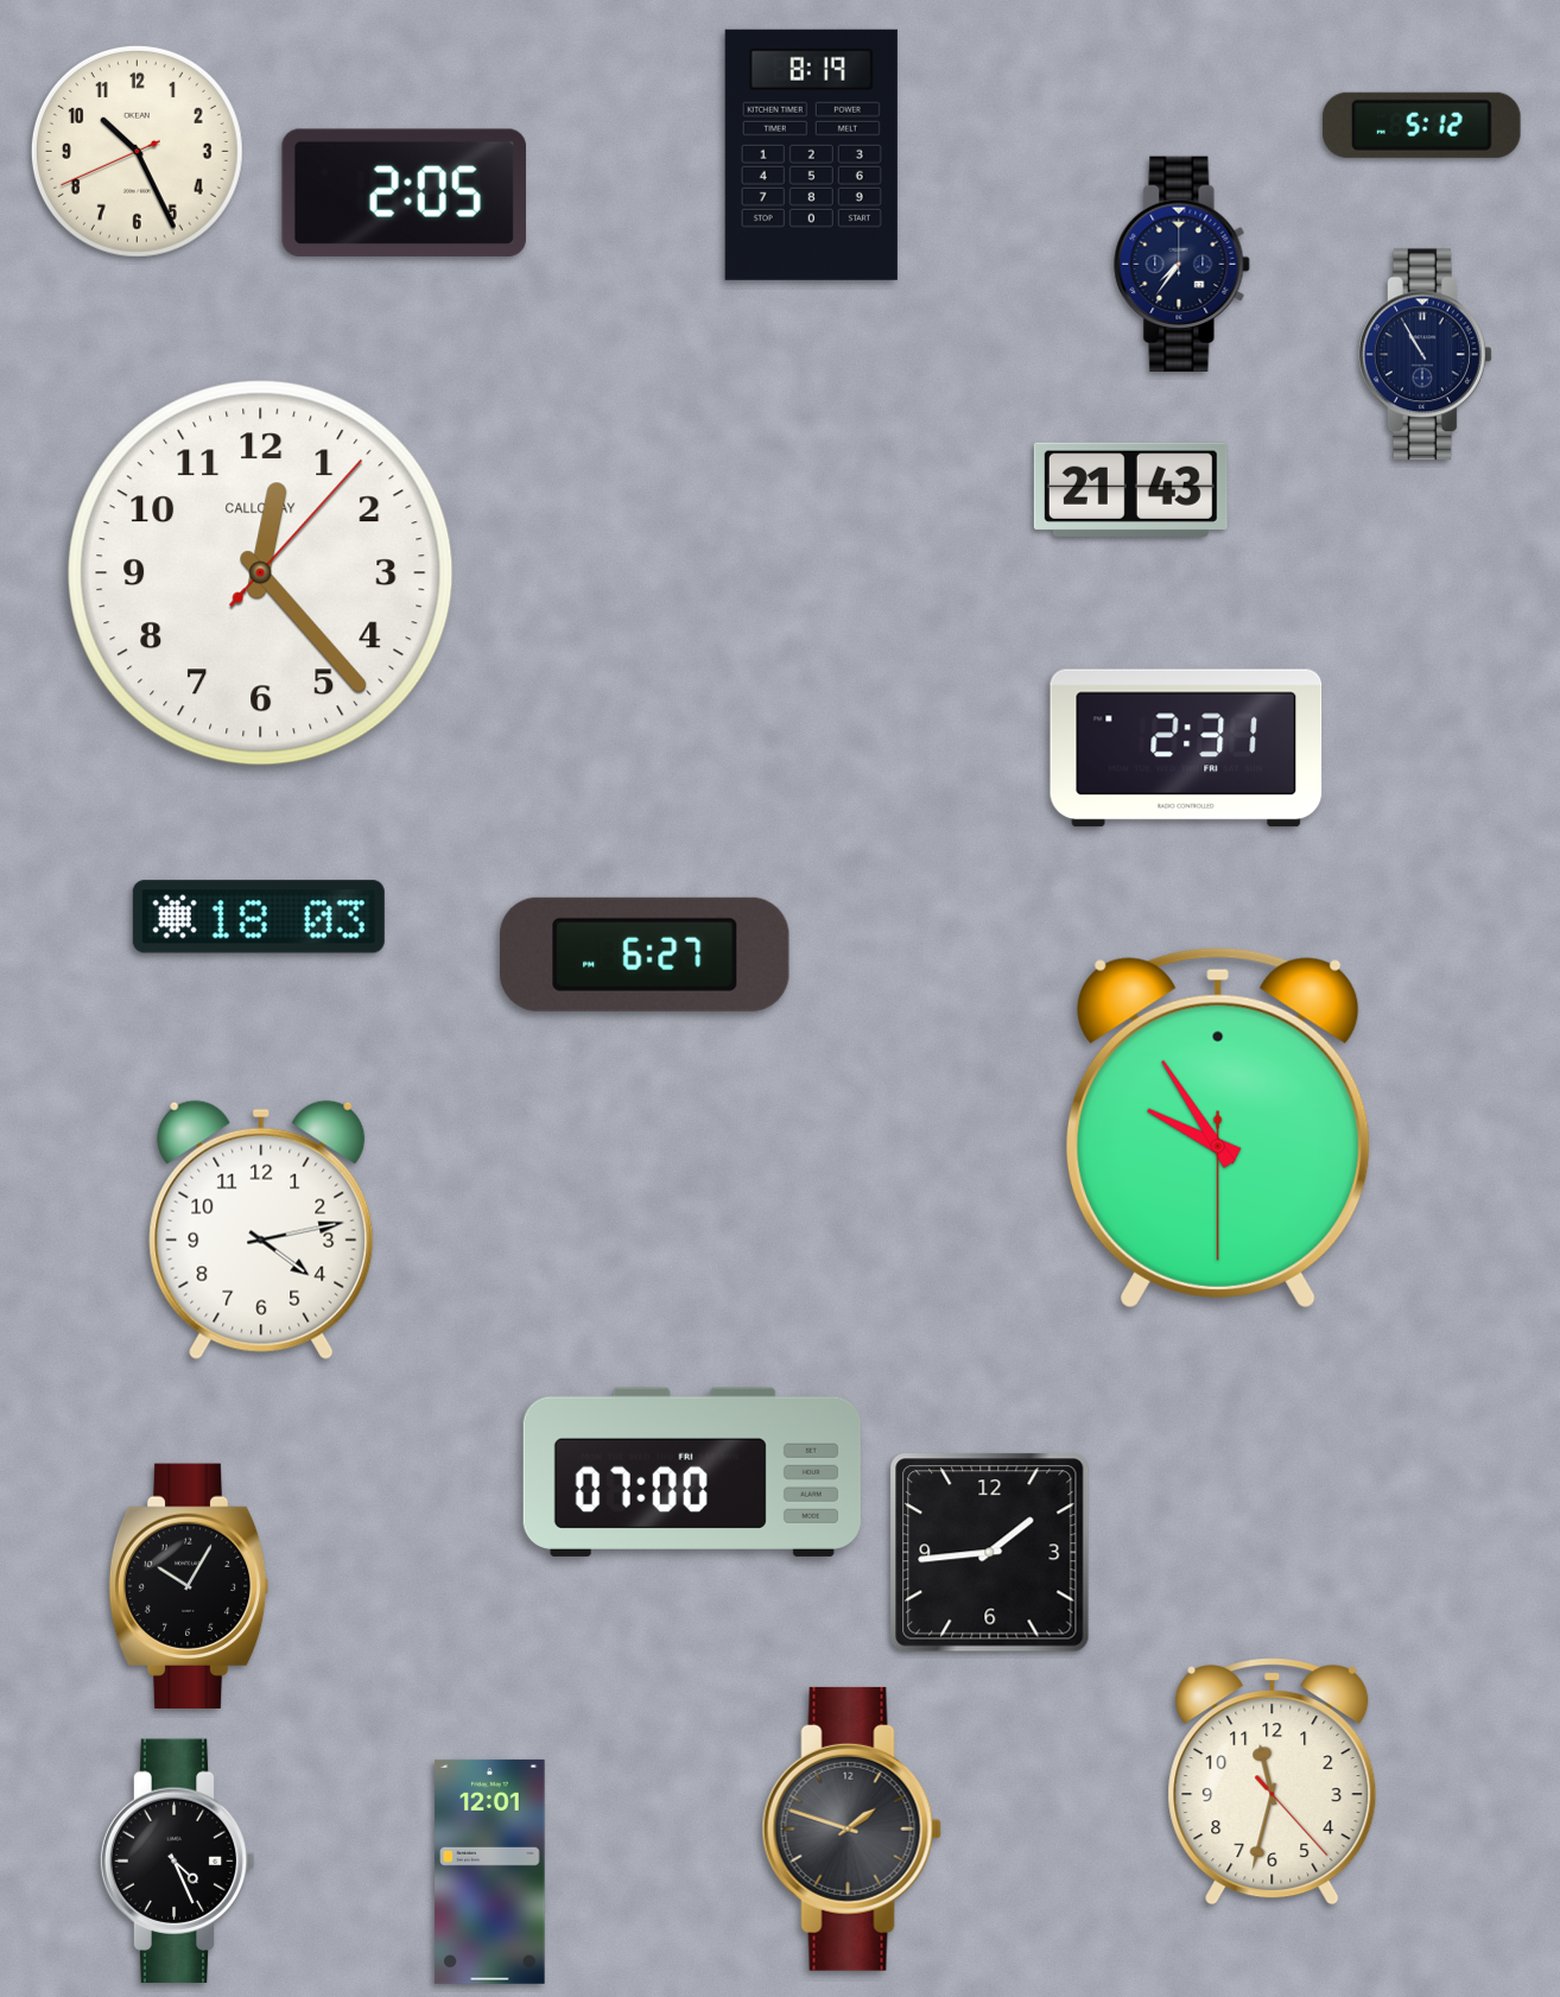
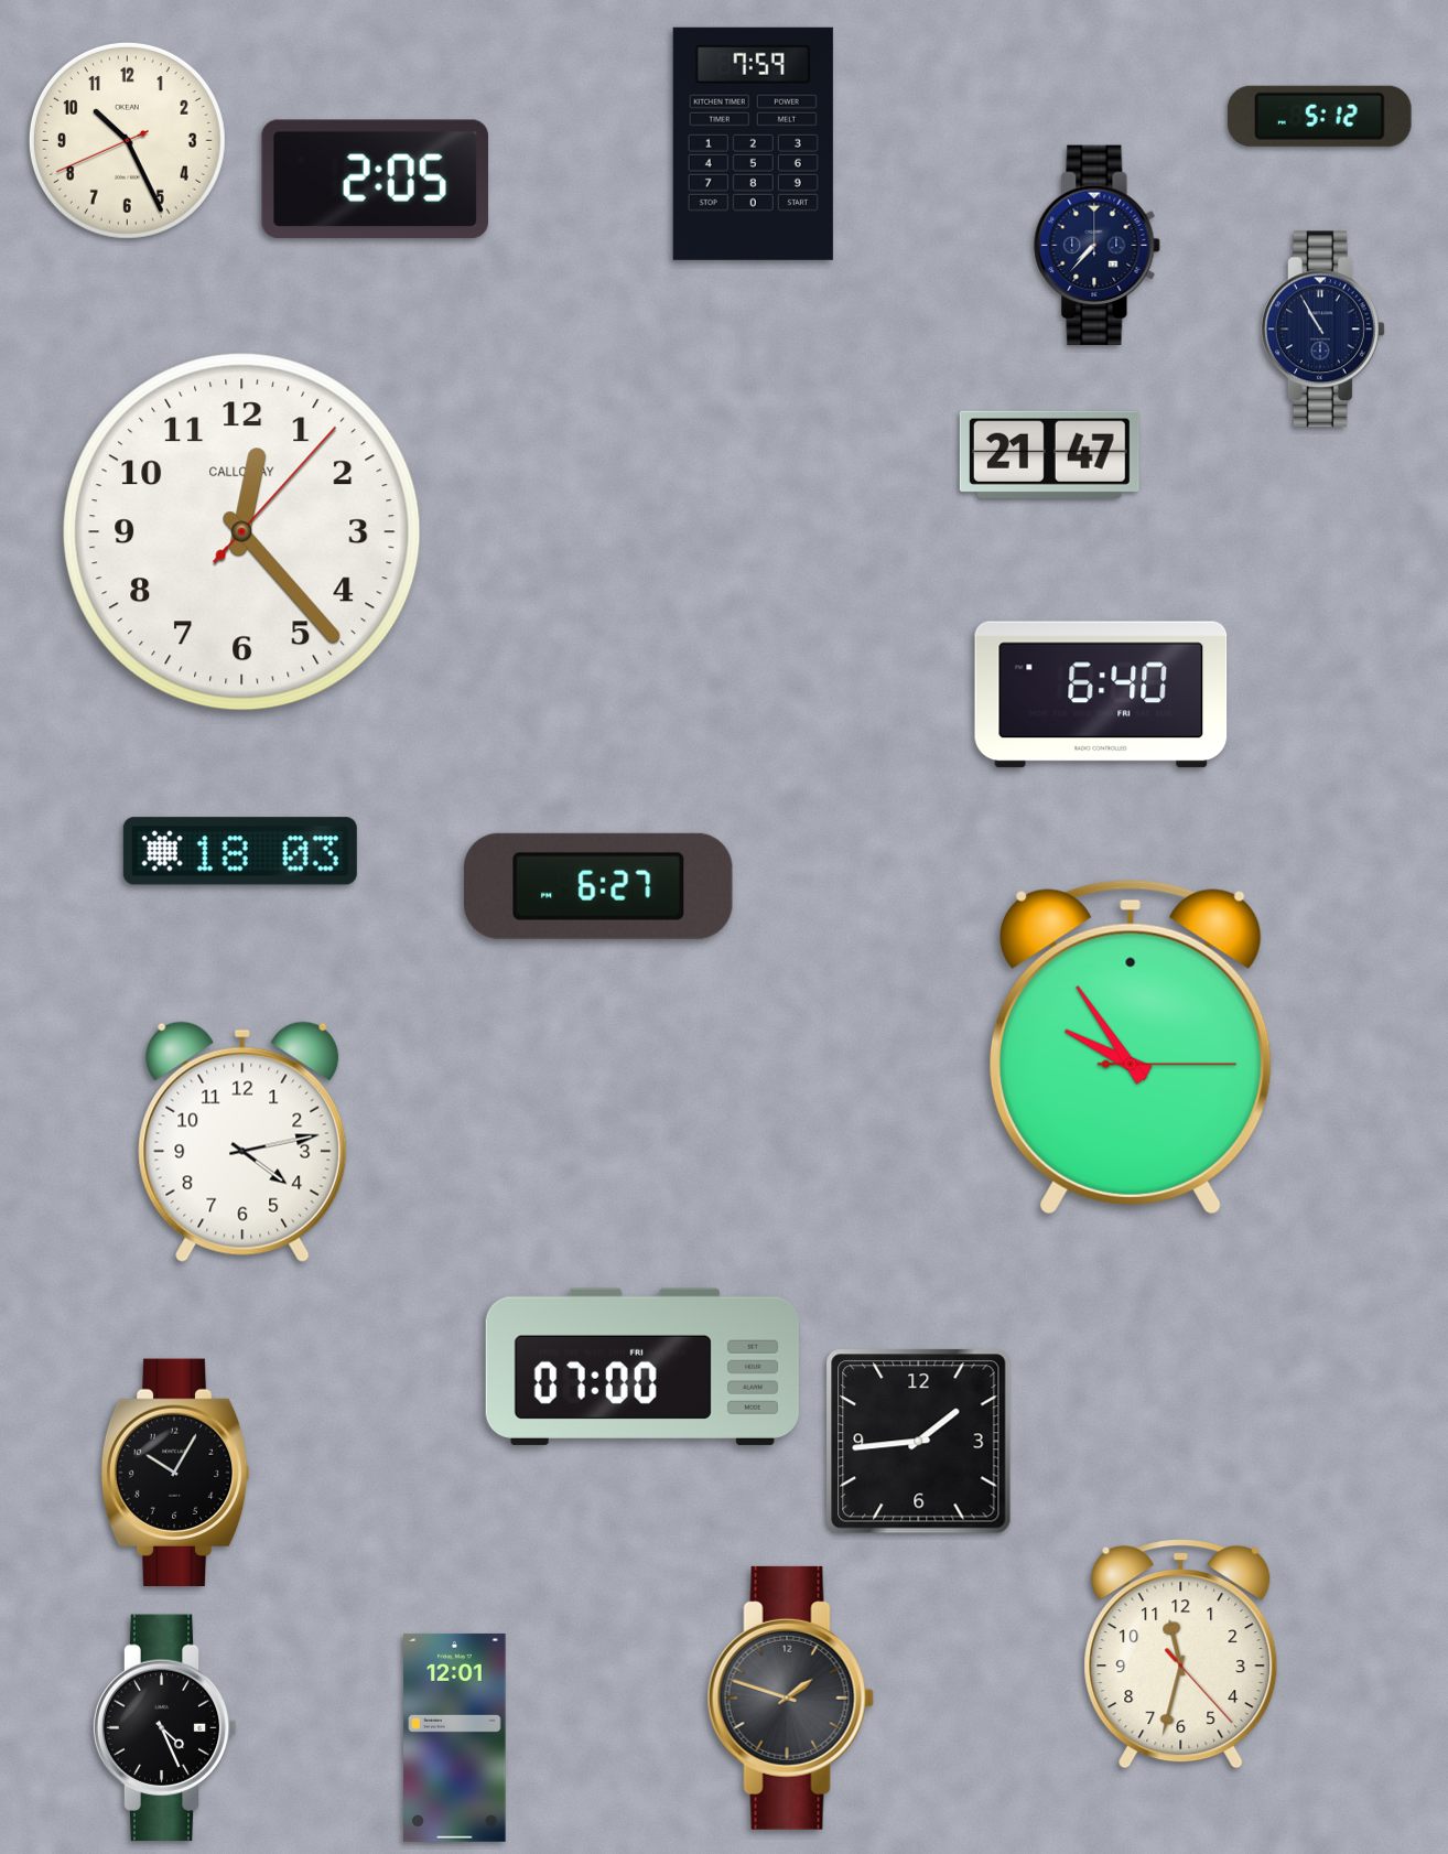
clock at (811, 154): 8:19 -> 7:59
clock at (1182, 265): 7:36 -> 7:37
clock at (1130, 489): 21:43 -> 21:47
clock at (1186, 748): 2:31 -> 6:40
clock at (1218, 1128): 9:54:30 -> 9:54:15
